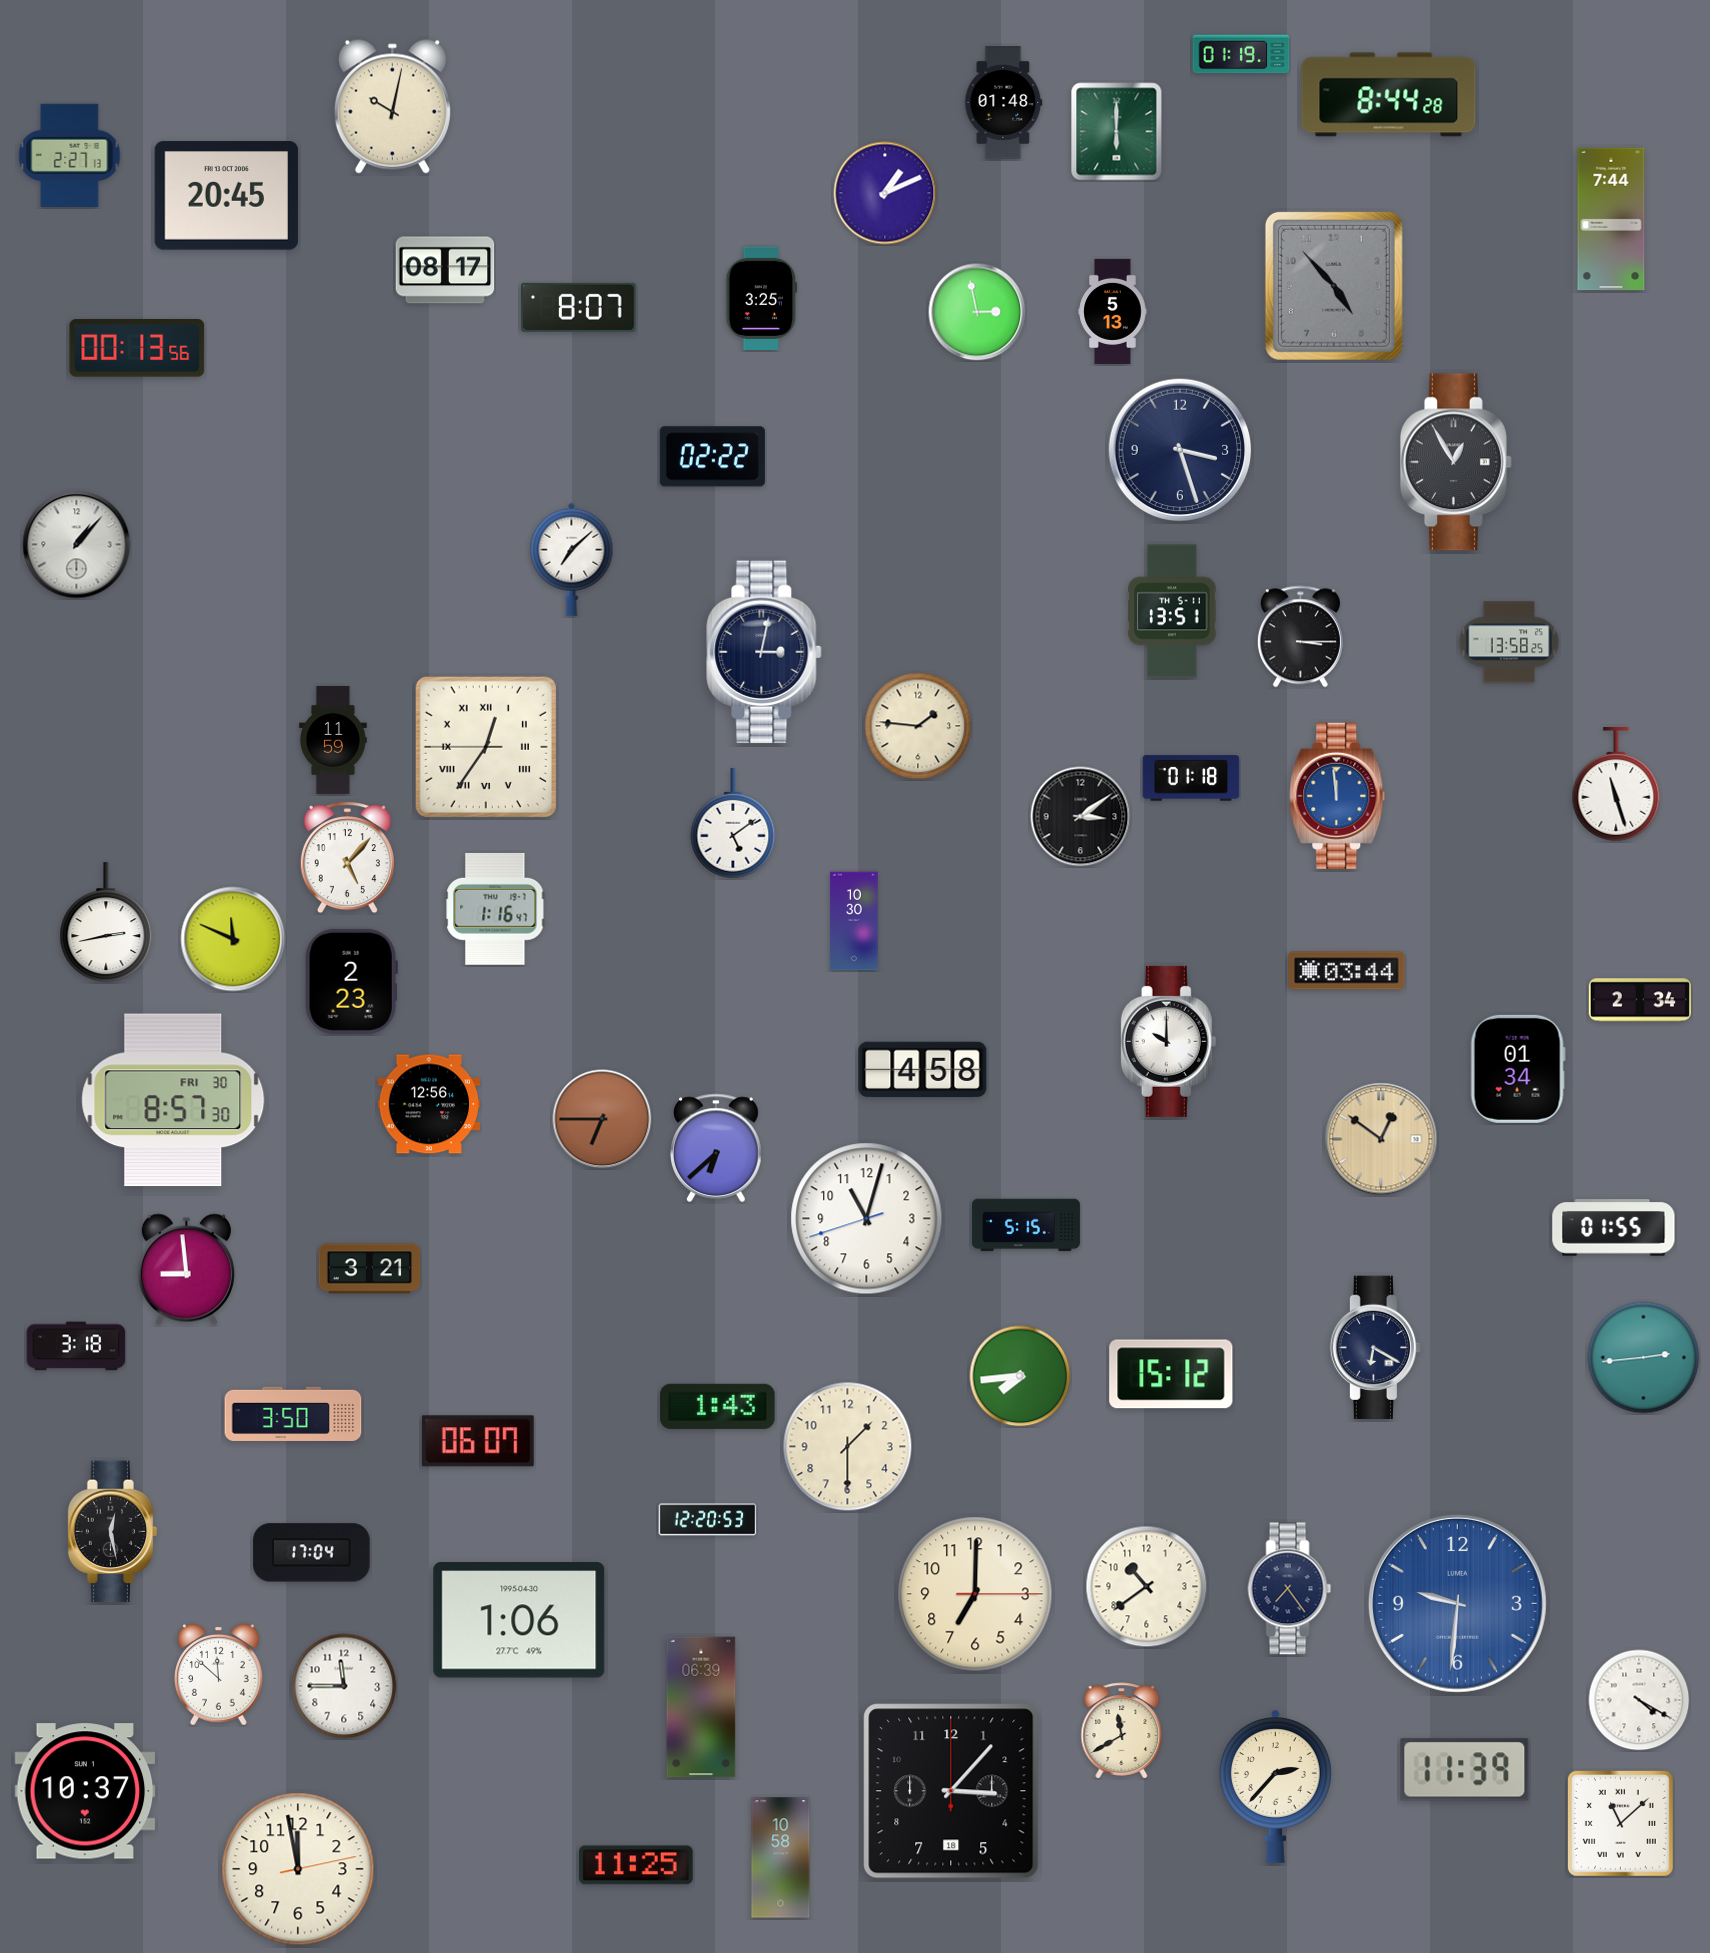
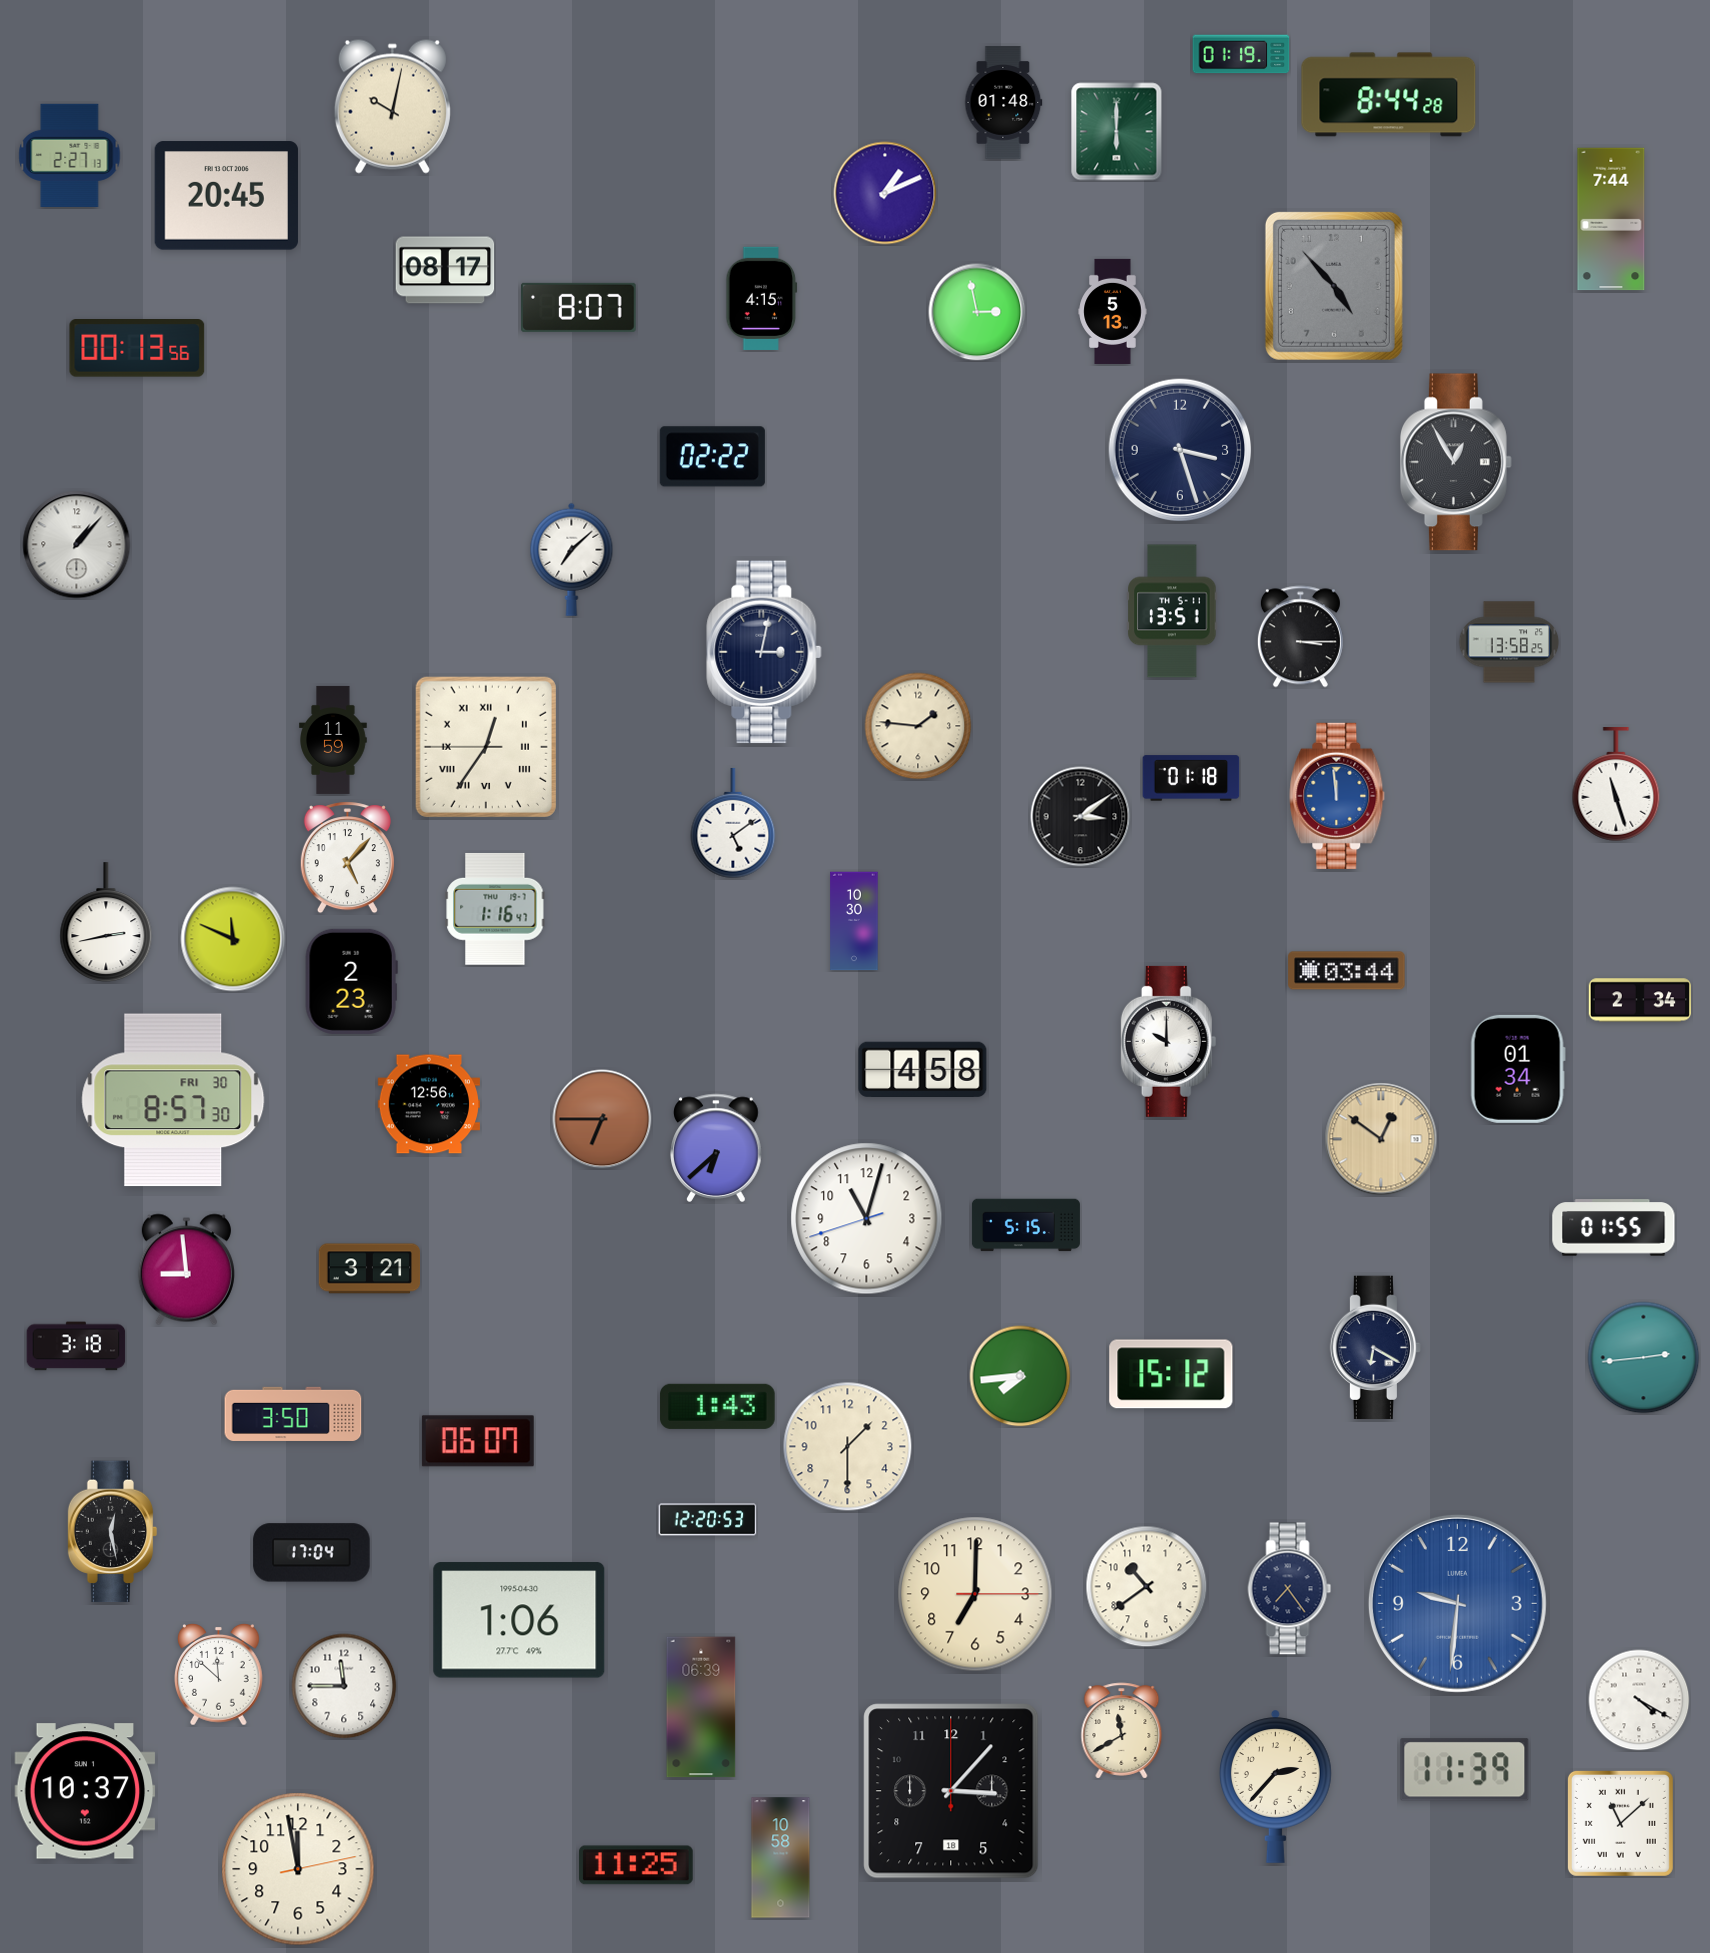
clock at (762, 298): 3:25 -> 4:15
